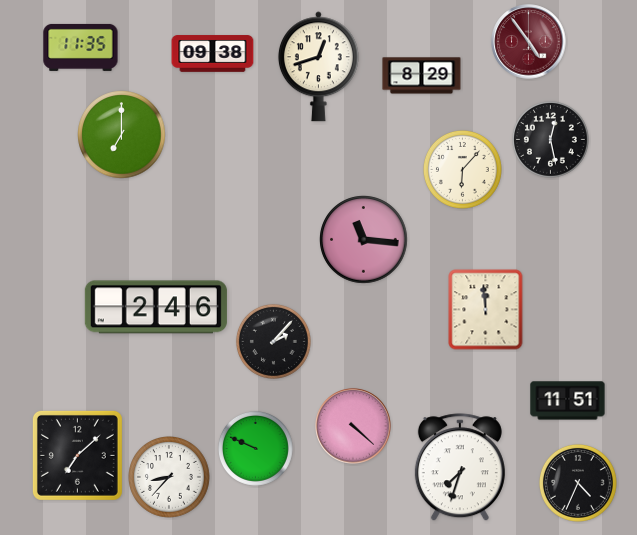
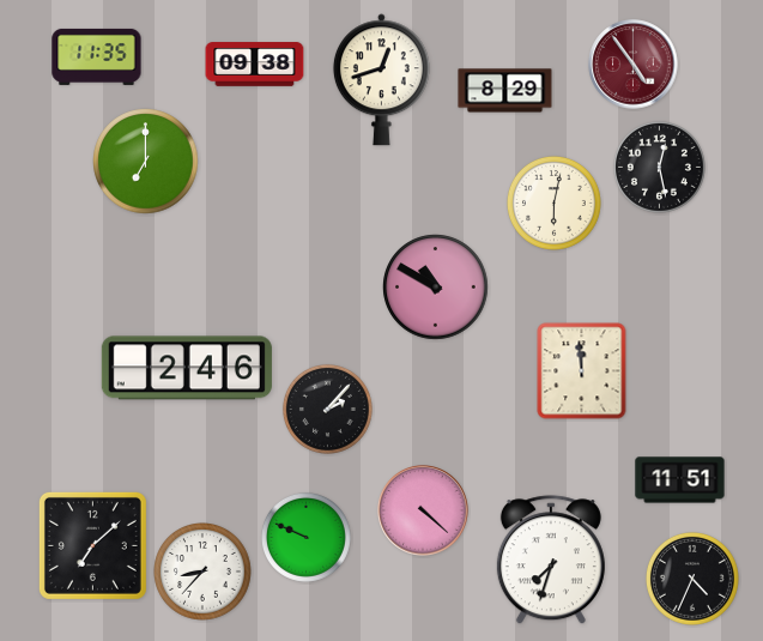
clock at (529, 42) position: (529, 42) -> (634, 65)
clock at (462, 169): 6:07 -> 6:02
clock at (364, 240): 11:16 -> 10:50
